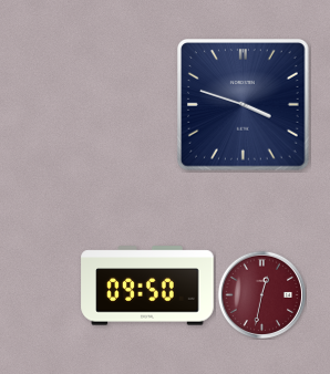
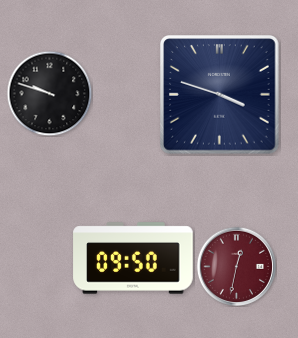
clock at (49, 93): none -> 9:48
